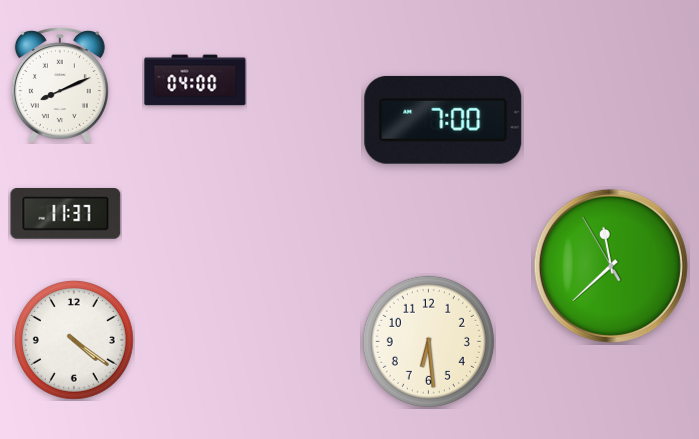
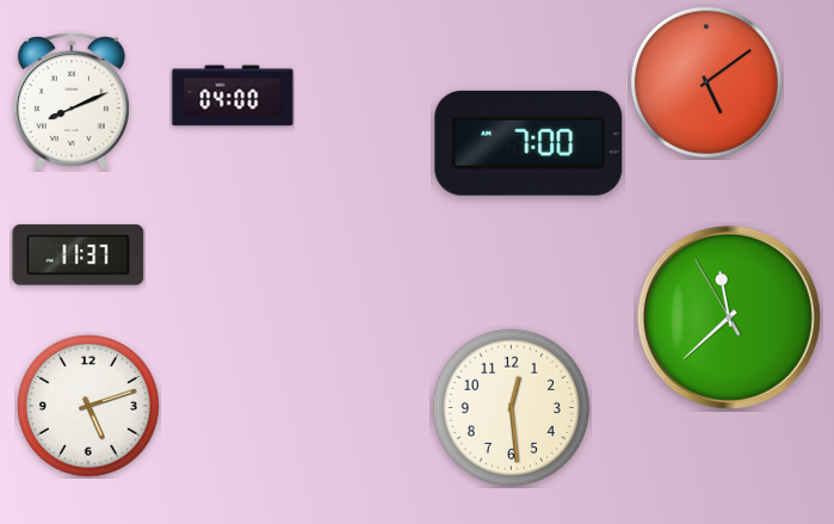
clock at (706, 82): none -> 5:09
clock at (74, 340): 4:21 -> 5:12
clock at (428, 341): 6:29 -> 12:29
